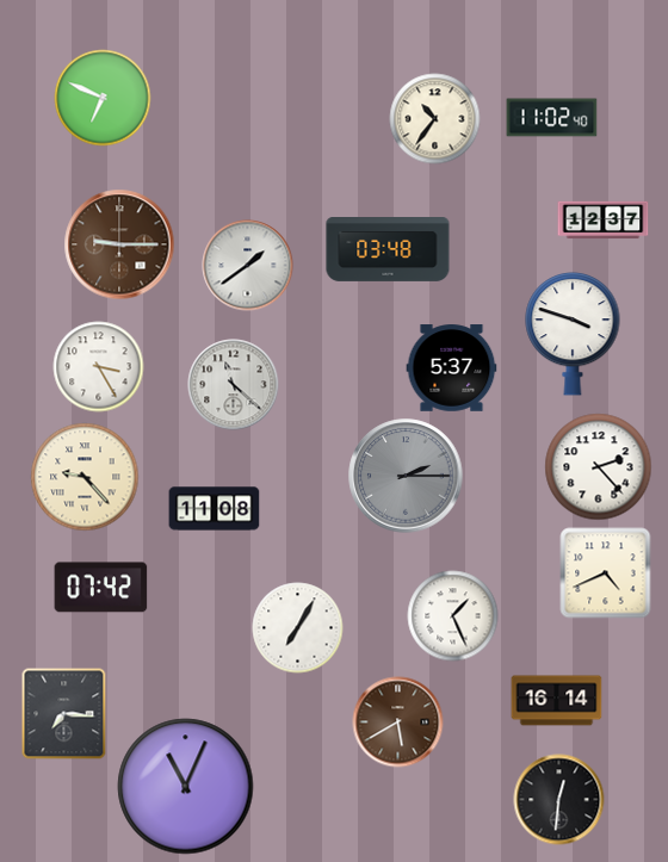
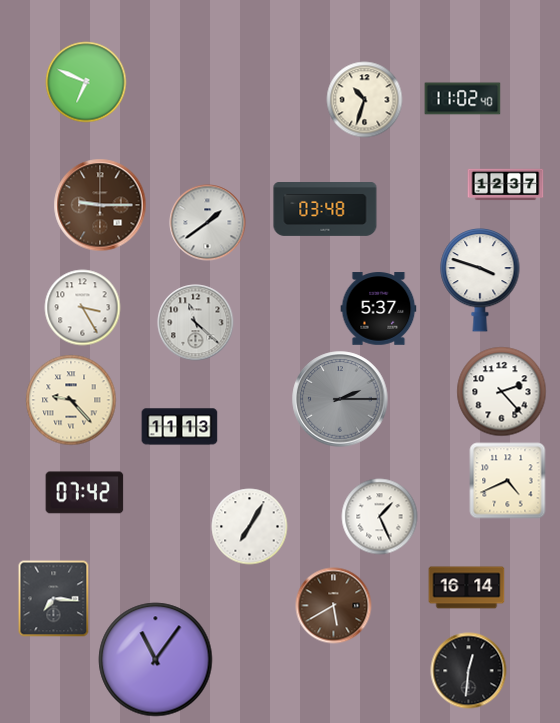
clock at (435, 119): 10:36 -> 10:33
clock at (215, 509): 11:08 -> 11:13
clock at (186, 787): 11:04 -> 11:06
